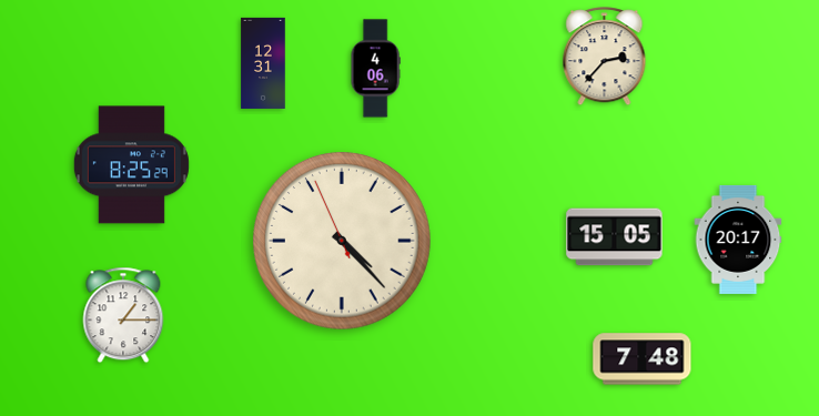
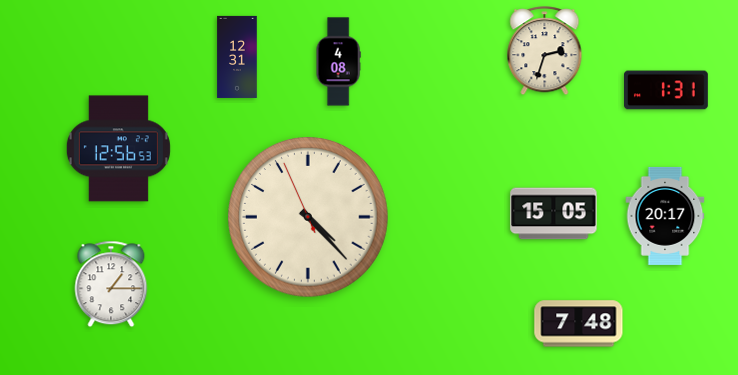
clock at (605, 57): 2:37 -> 2:33
clock at (375, 69): 4:06 -> 4:08
clock at (667, 90): none -> 1:31
clock at (131, 165): 8:25 -> 12:56
